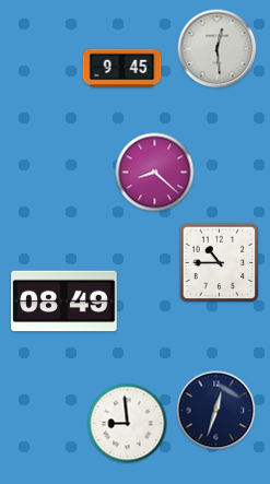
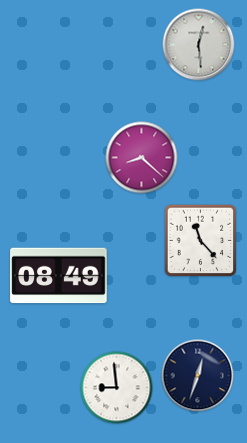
clock at (122, 69): 9:45 -> none
clock at (220, 263): 10:45 -> 11:23
